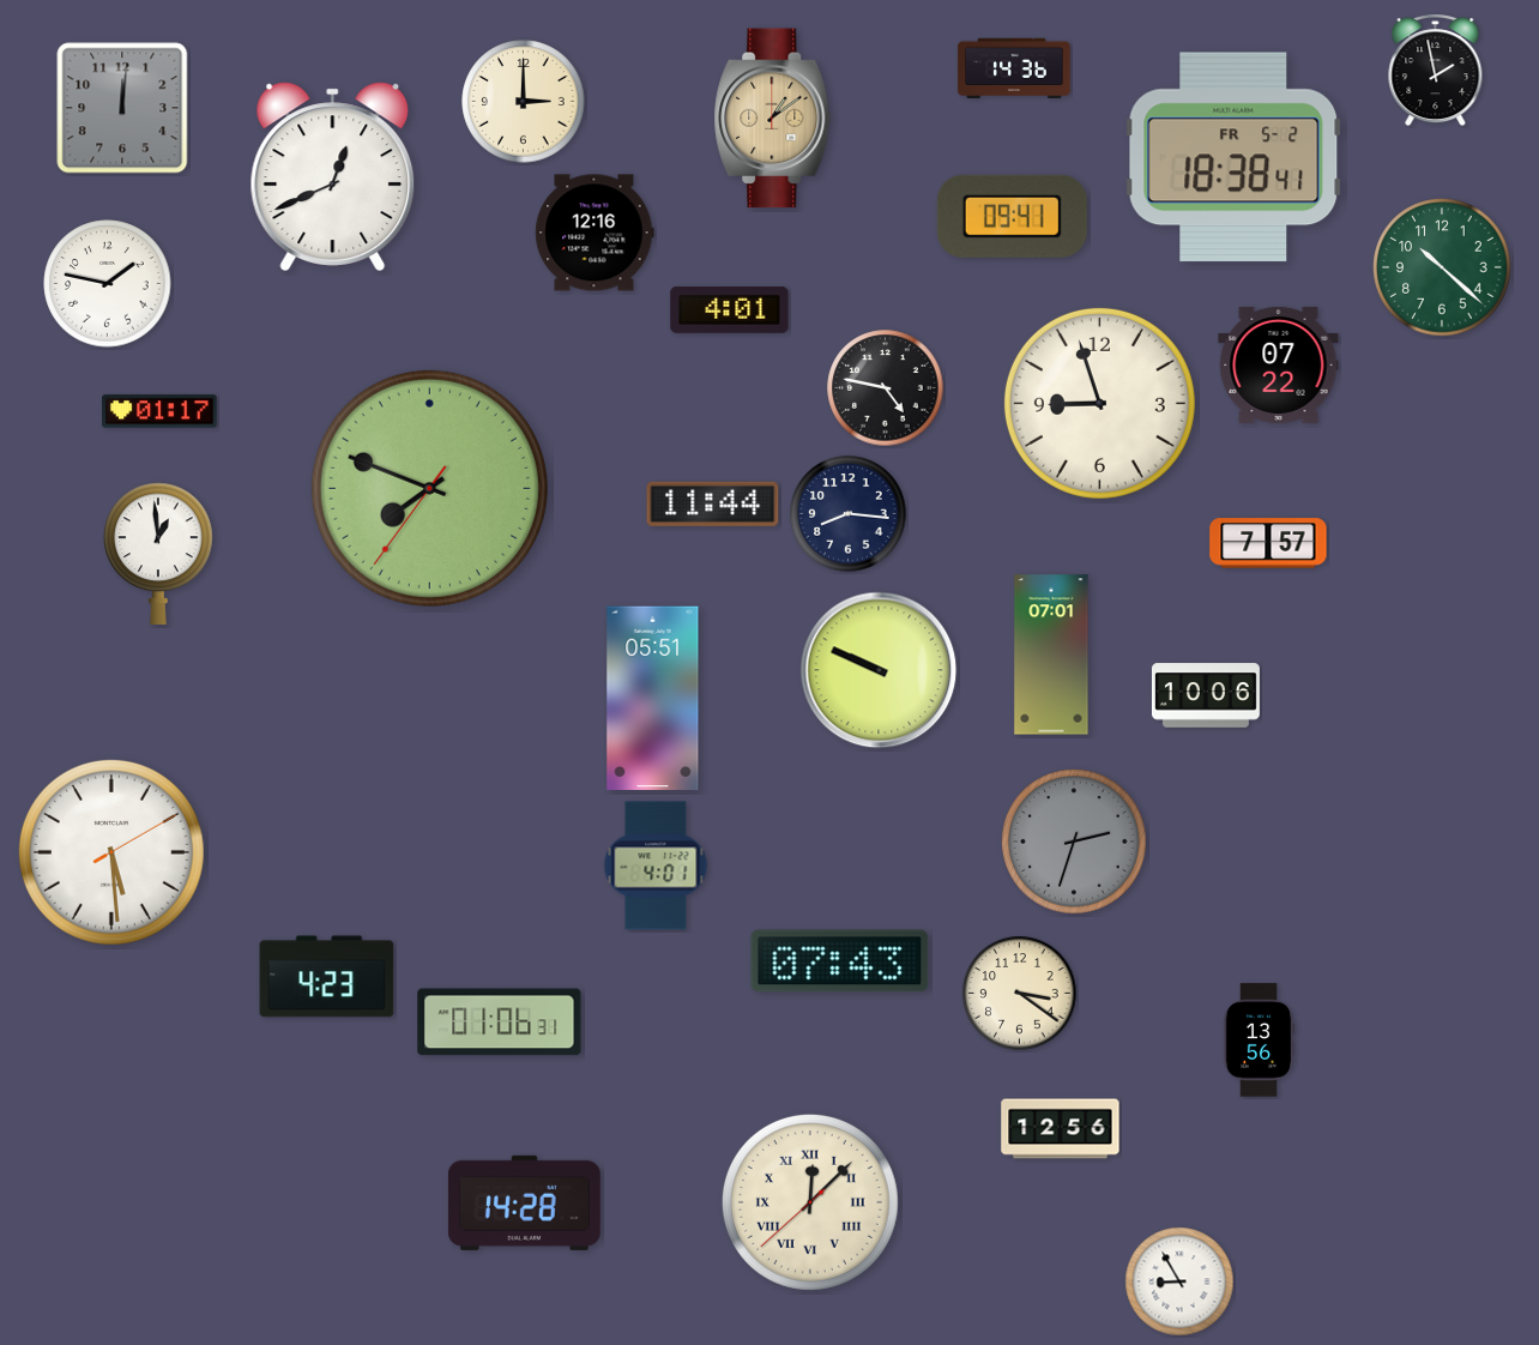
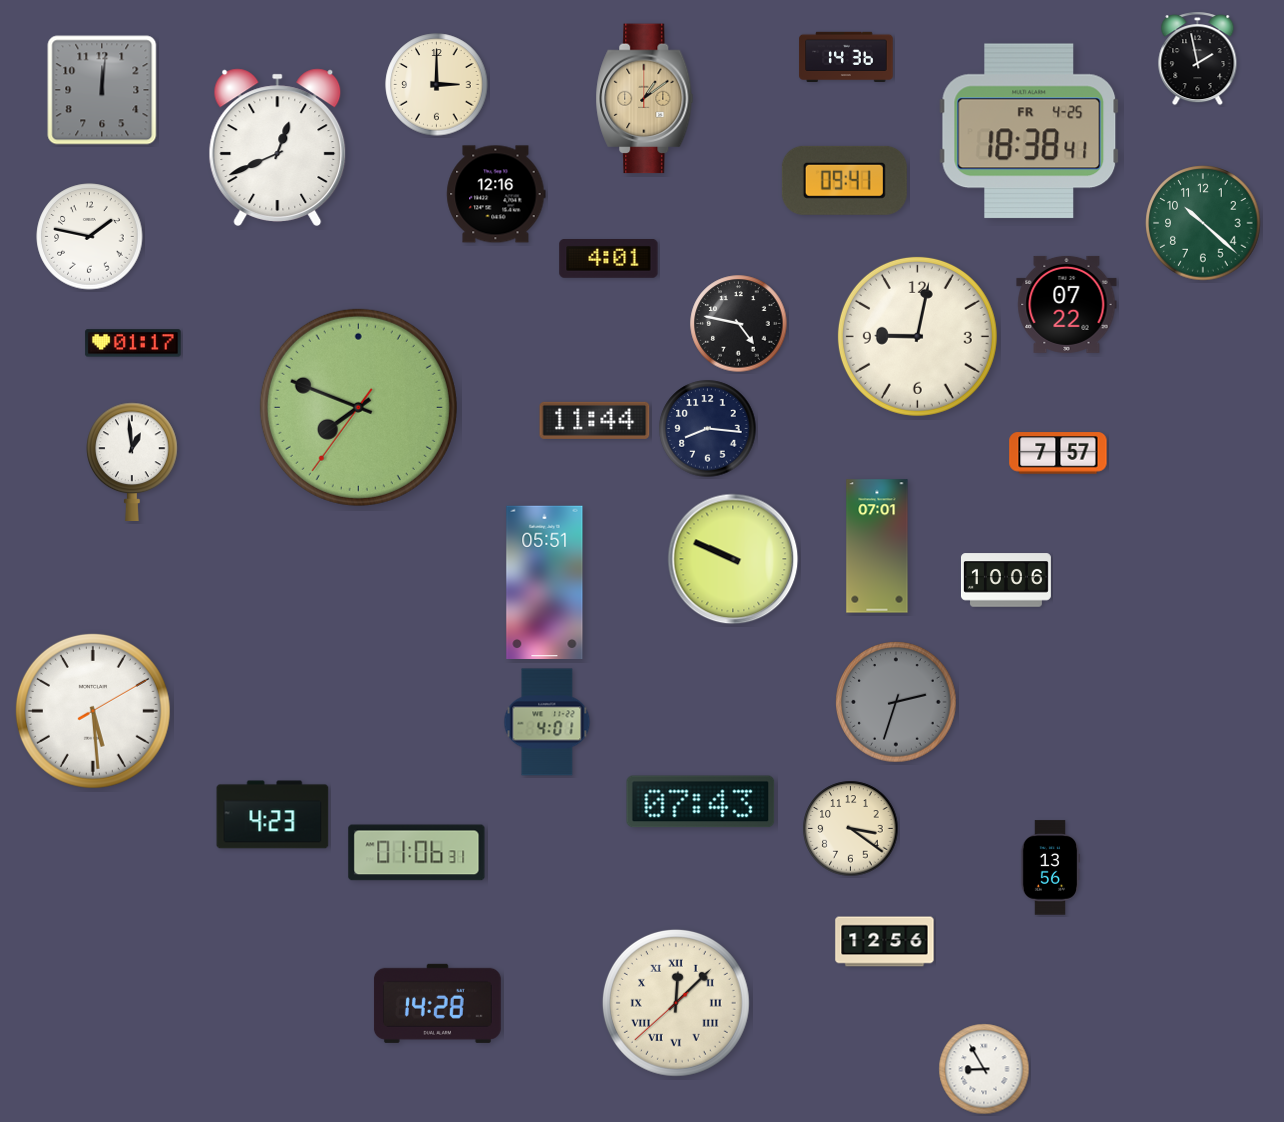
clock at (1233, 157) date: FR 5-2 -> FR 4-25
clock at (1099, 403): 8:57 -> 9:02
